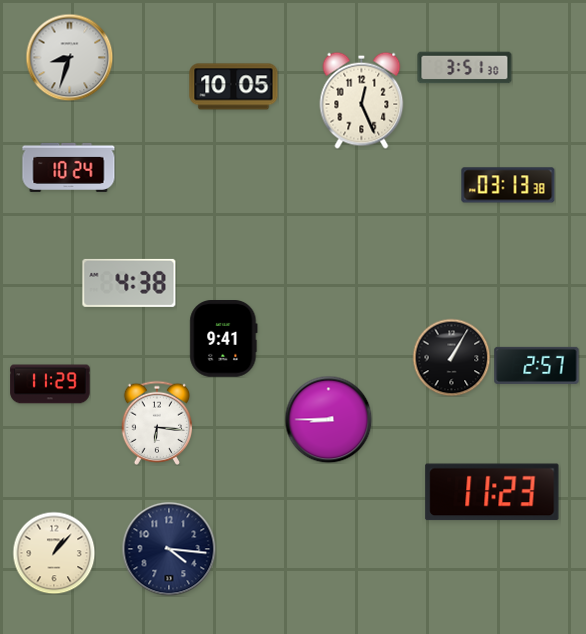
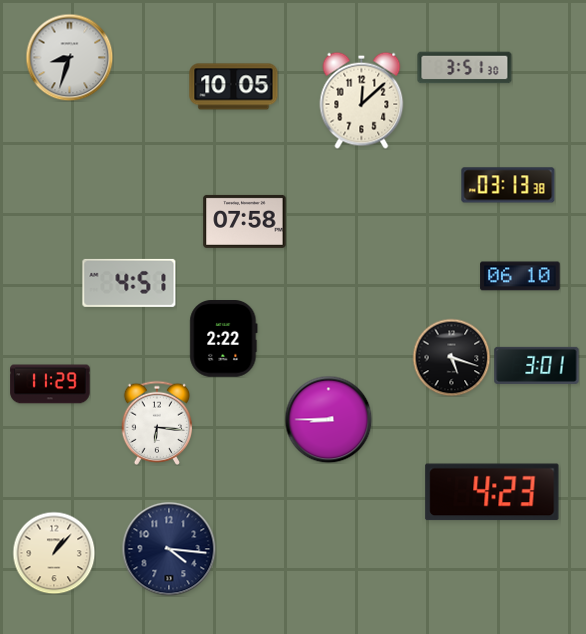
clock at (362, 100): 12:26 -> 12:08
clock at (69, 167): 10:24 -> none
clock at (245, 221): none -> 07:58
clock at (520, 276): none -> 06:10
clock at (129, 283): 4:38 -> 4:51
clock at (224, 339): 9:41 -> 2:22
clock at (451, 357): 1:05 -> 5:18
clock at (537, 365): 2:57 -> 3:01
clock at (492, 492): 11:23 -> 4:23
